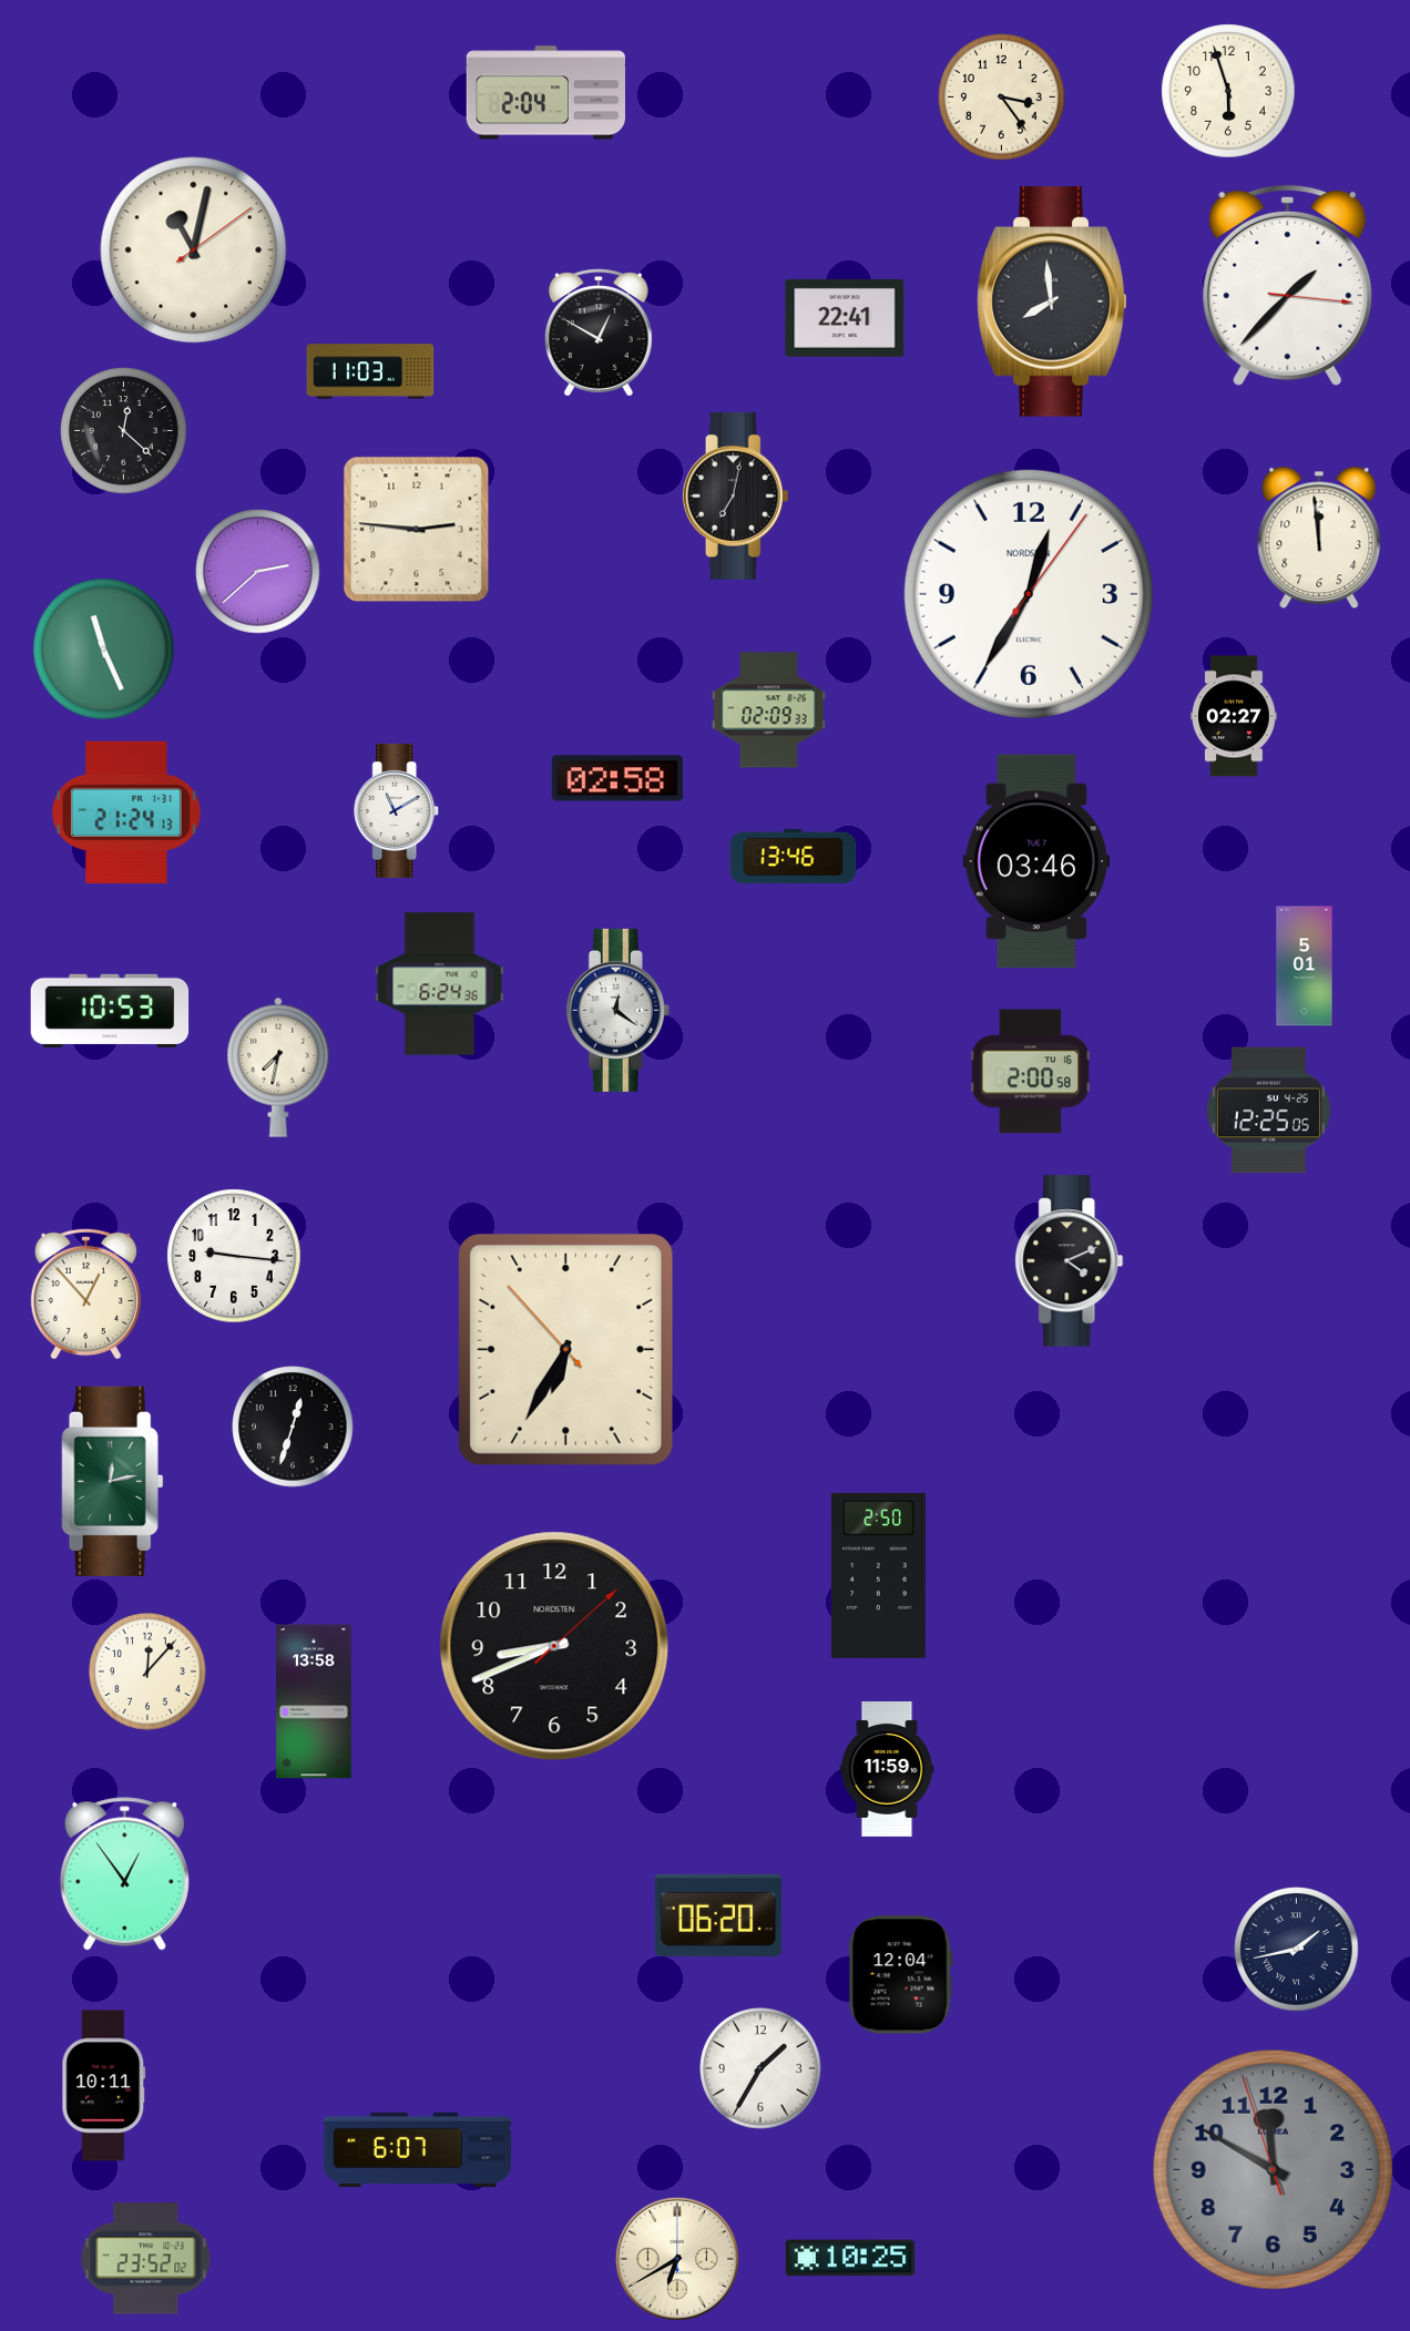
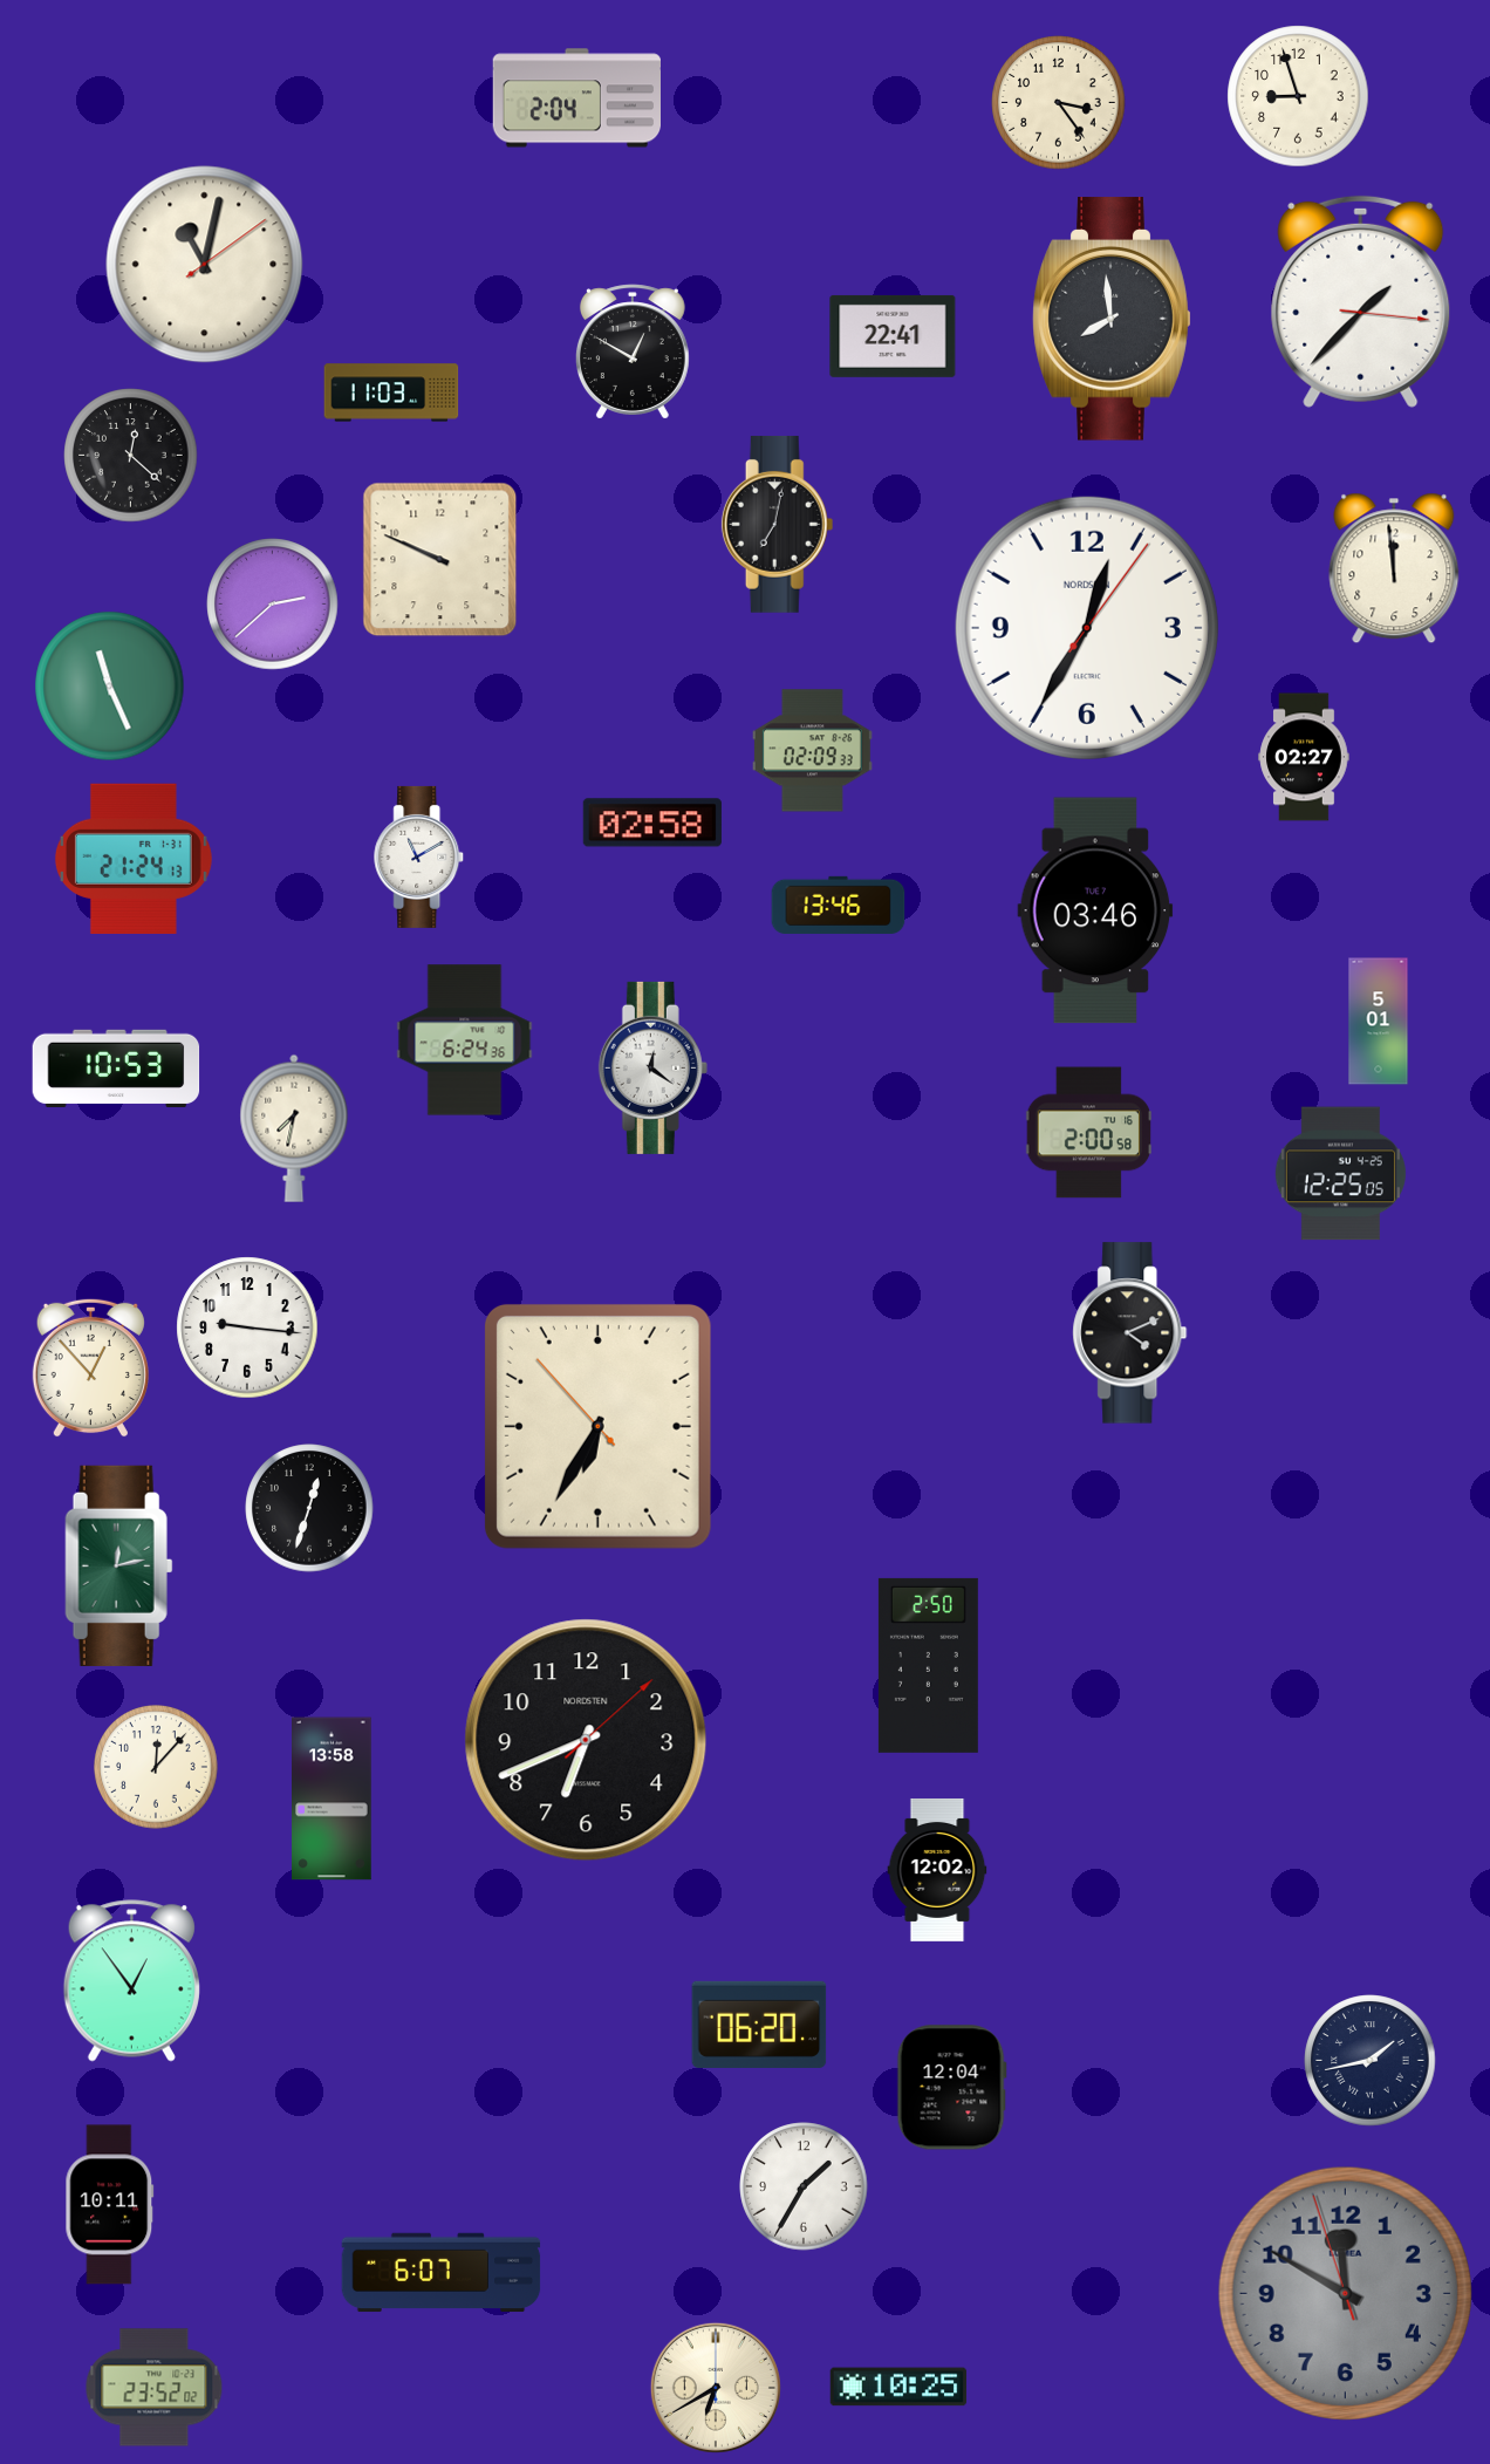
clock at (1228, 91): 5:57 -> 8:57
clock at (417, 530): 2:46 -> 9:49
clock at (554, 1646): 8:41 -> 6:41
clock at (887, 1769): 11:59 -> 12:02
